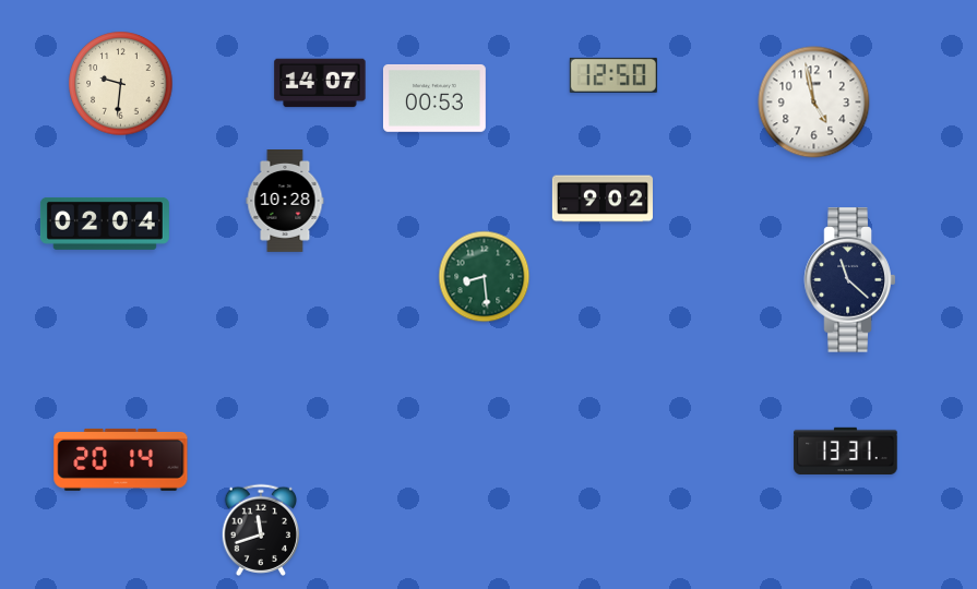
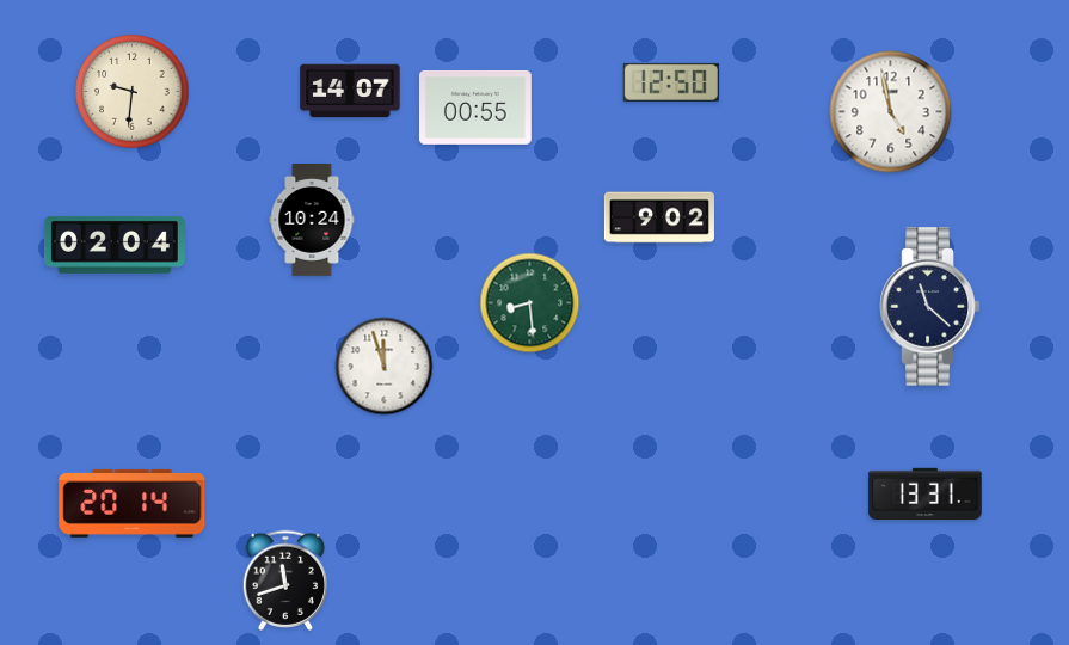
clock at (434, 98): 00:53 -> 00:55
clock at (285, 202): 10:28 -> 10:24
clock at (385, 367): none -> 11:57
